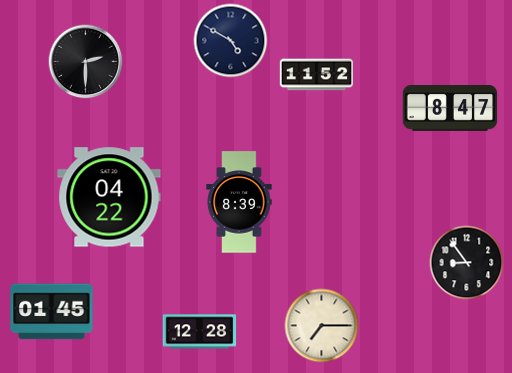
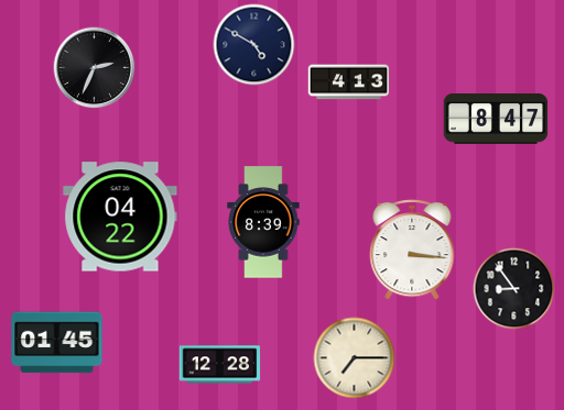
clock at (86, 62): 2:30 -> 2:34
clock at (317, 75): 11:52 -> 4:13
clock at (412, 250): none -> 3:16
